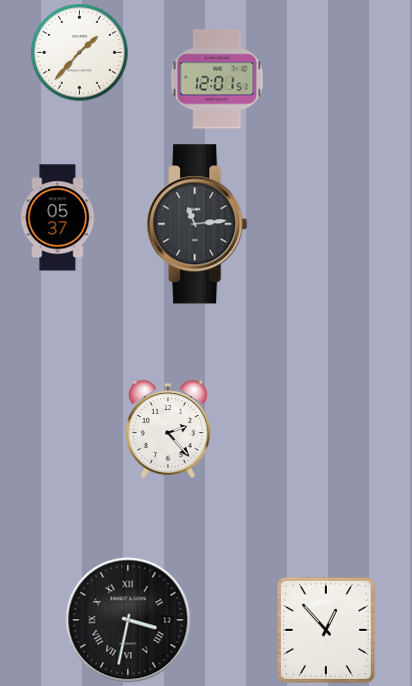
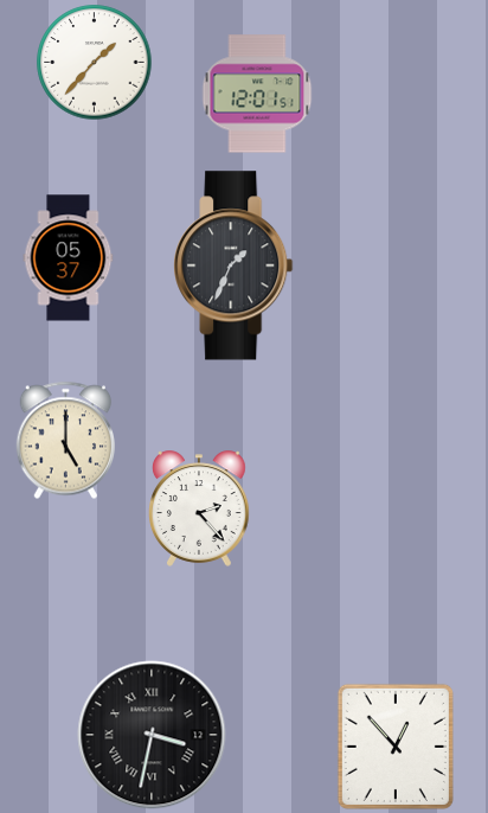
clock at (197, 224): 11:14 -> 1:34
clock at (65, 440): none -> 5:00
clock at (326, 630) position: (326, 630) -> (396, 747)
